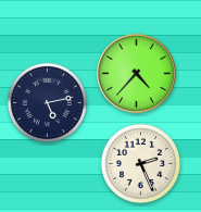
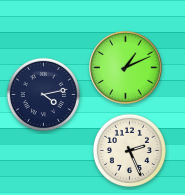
clock at (137, 74): 4:37 -> 1:11
clock at (47, 102): 5:13 -> 4:13
